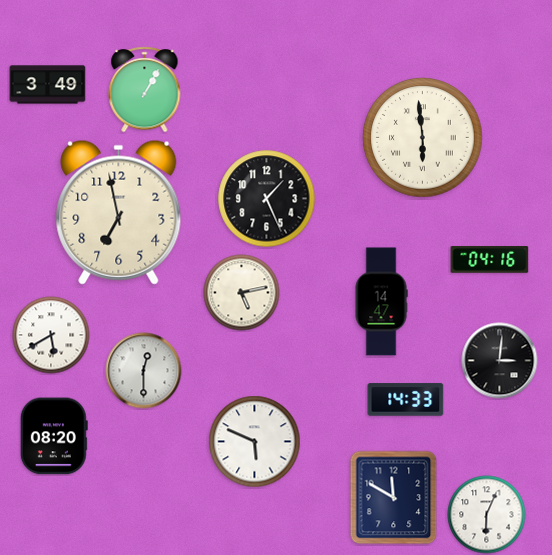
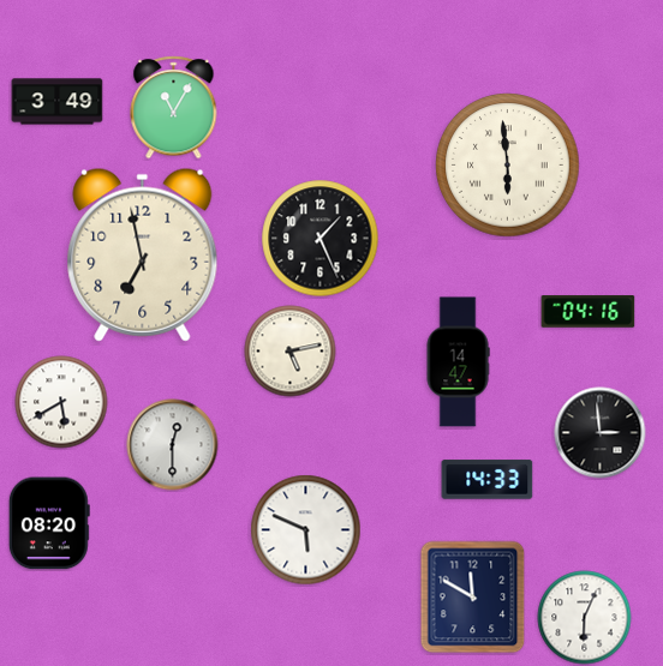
clock at (145, 90): 1:05 -> 11:05
clock at (500, 361): 3:01 -> 2:59
clock at (54, 436) position: (54, 436) -> (49, 523)
